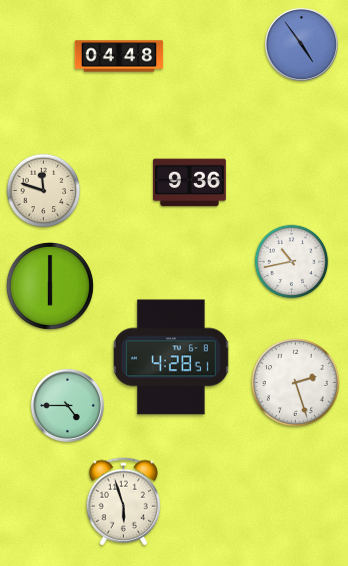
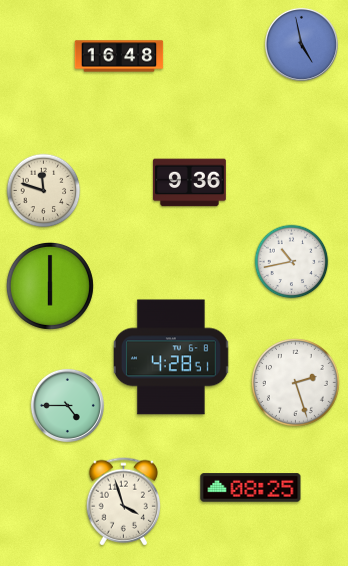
clock at (301, 44): 4:54 -> 4:58
clock at (119, 56): 04:48 -> 16:48
clock at (251, 488): none -> 08:25
clock at (123, 502): 5:57 -> 3:57
